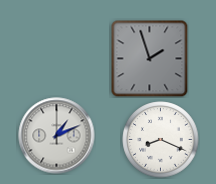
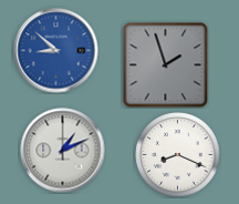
clock at (56, 51): none -> 8:52
